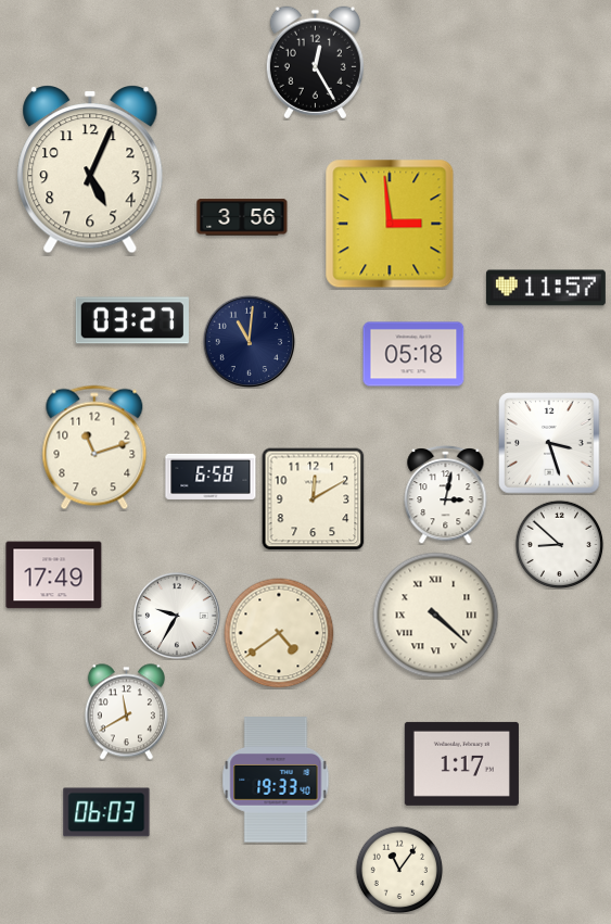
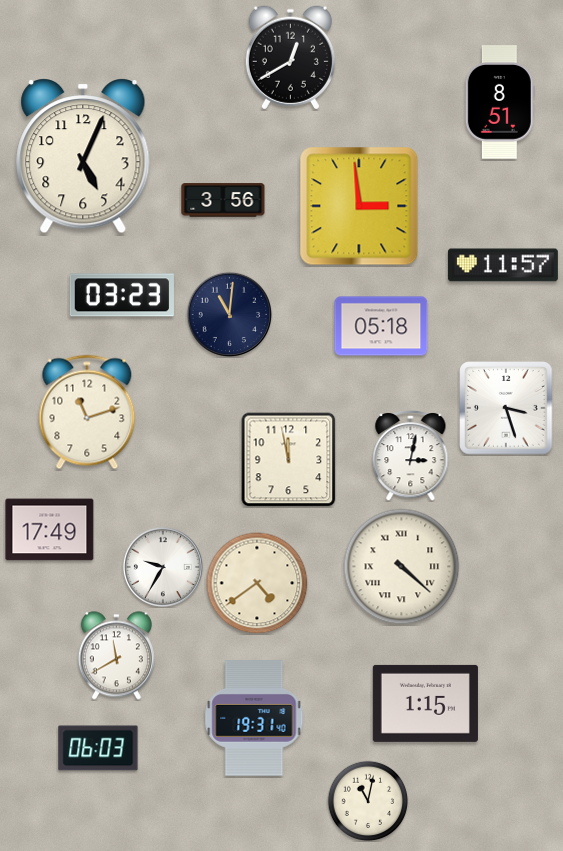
clock at (315, 63): 12:25 -> 12:40
clock at (500, 102): none -> 8:51
clock at (132, 320): 03:27 -> 03:23
clock at (211, 477): 6:58 -> none
clock at (313, 498): 12:10 -> 11:58
clock at (559, 544): 8:52 -> none
clock at (461, 763): 1:17 -> 1:15
clock at (276, 780): 19:33 -> 19:31
clock at (399, 870): 11:06 -> 11:02
